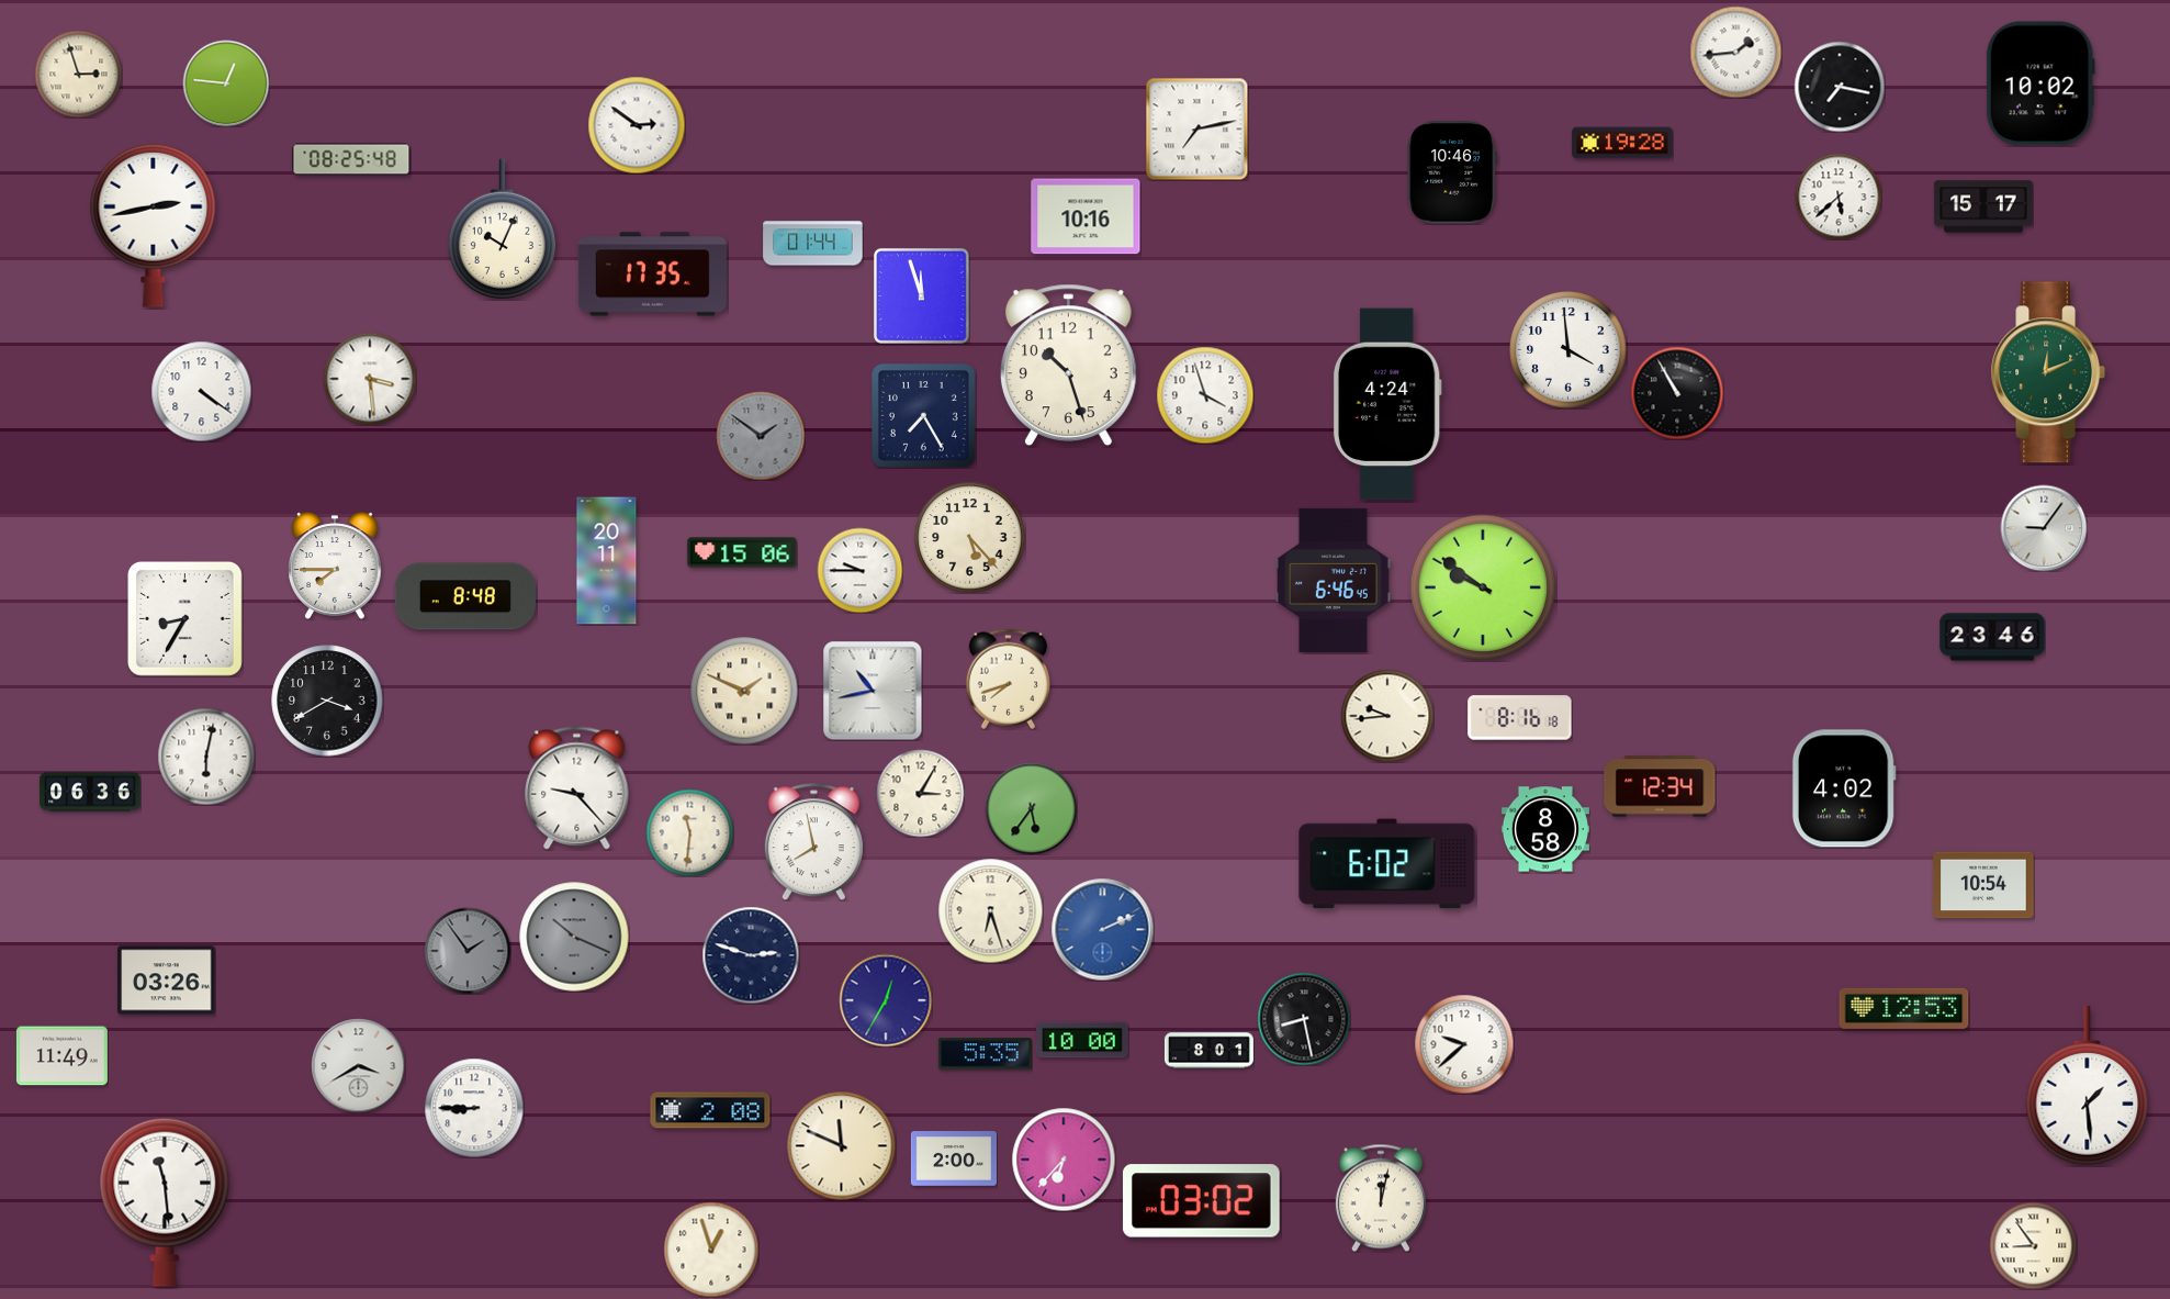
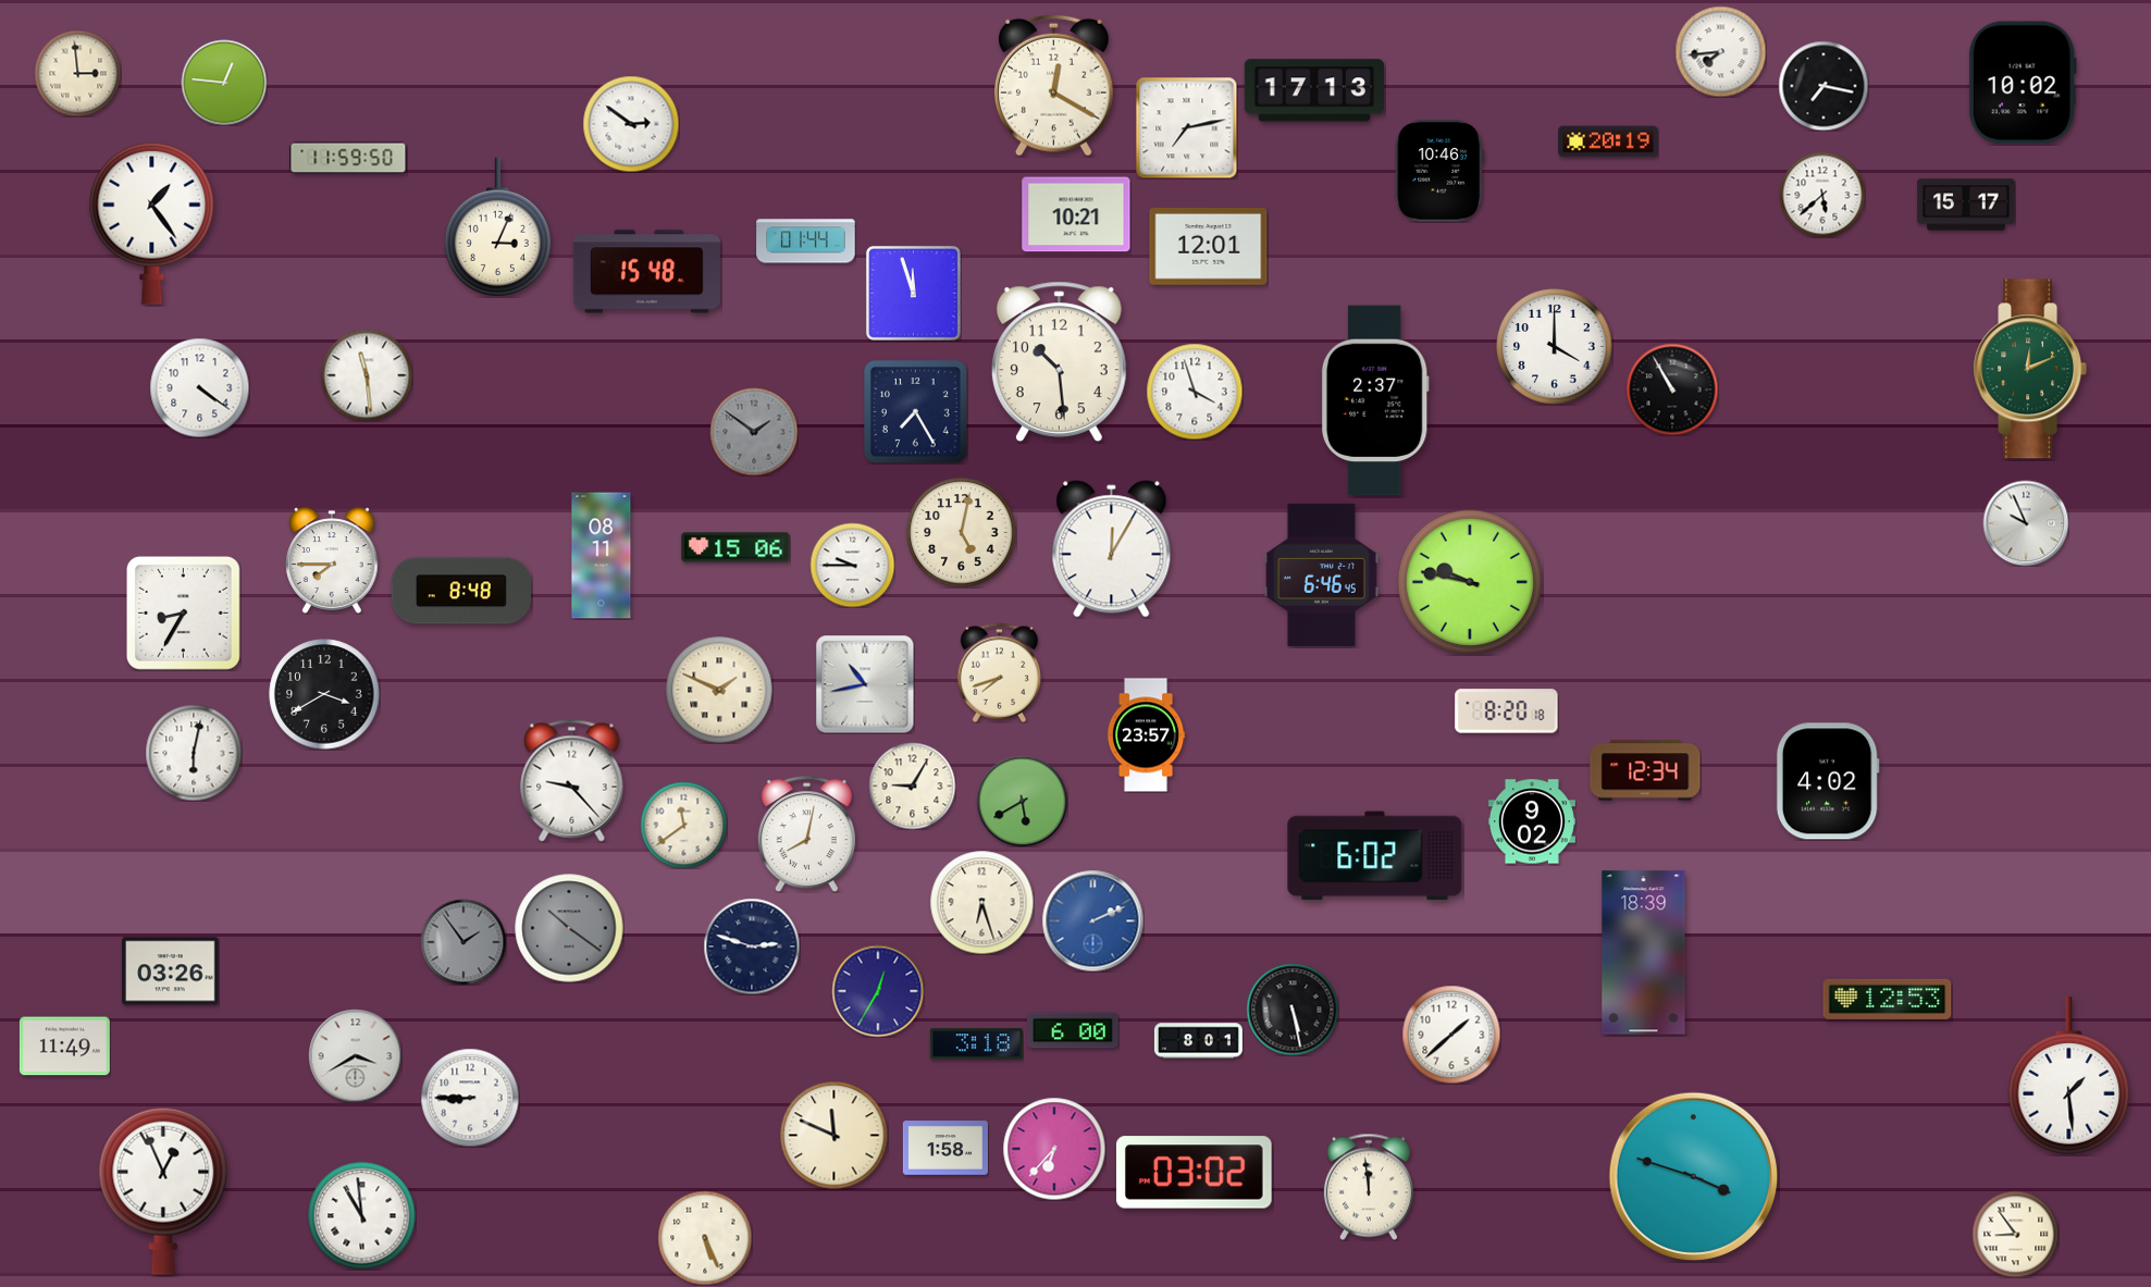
clock at (1735, 52): 1:44 -> 7:44
clock at (78, 74): 2:57 -> 2:59
clock at (1054, 85): none -> 12:20
clock at (1314, 90): none -> 17:13
clock at (1622, 143): 19:28 -> 20:19
clock at (351, 159): 08:25 -> 11:59
clock at (1086, 216): 10:16 -> 10:21
clock at (154, 225): 2:43 -> 1:24
clock at (502, 229): 10:04 -> 3:04
clock at (1209, 246): none -> 12:01
clock at (652, 275): 17:35 -> 15:48
clock at (1569, 350): 3:59 -> 4:00
clock at (1068, 366): 10:27 -> 10:29
clock at (370, 379): 3:29 -> 11:29
clock at (1677, 393) position: (1677, 393) -> (1672, 389)
clock at (1387, 404): 4:24 -> 2:37
clock at (2044, 528): 9:06 -> 9:56
clock at (970, 538): 5:23 -> 5:02
clock at (1112, 549): none -> 12:05
clock at (607, 561): 20:11 -> 08:11
clock at (1482, 586): 9:51 -> 9:47
clock at (1992, 637): 23:46 -> none
clock at (744, 691) position: (744, 691) -> (719, 690)
clock at (1387, 716): 9:44 -> none
clock at (1520, 718): 8:16 -> 8:20
clock at (1146, 735): none -> 23:57
clock at (206, 757) position: (206, 757) -> (194, 753)
clock at (1660, 786) position: (1660, 786) -> (1645, 770)
clock at (90, 792): 06:36 -> none
clock at (920, 793): 3:05 -> 9:05
clock at (1031, 808): 5:36 -> 5:40
clock at (1545, 829): 8:58 -> 9:02
clock at (689, 832): 11:31 -> 11:39
clock at (813, 842): 7:58 -> 8:02
clock at (1983, 885): 10:54 -> none
clock at (574, 937): 10:19 -> 10:21
clock at (751, 955) position: (751, 955) -> (752, 946)
clock at (1644, 953): none -> 18:39
clock at (167, 981) position: (167, 981) -> (171, 972)
clock at (1304, 1019): 8:28 -> 5:28
clock at (1082, 1040): 10:00 -> 6:00
clock at (1464, 1044): 9:38 -> 1:38
clock at (985, 1054): 5:35 -> 3:18
clock at (61, 1056) position: (61, 1056) -> (64, 1047)
clock at (710, 1110): 2:08 -> none
clock at (954, 1158): 2:00 -> 1:58
clock at (1693, 1176): none -> 3:48
clock at (1381, 1198): 12:02 -> 11:59
clock at (1201, 1201) position: (1201, 1201) -> (1194, 1173)
clock at (165, 1202): 11:29 -> 12:56
clock at (362, 1216): none -> 10:59
clock at (711, 1250): 12:57 -> 5:26
